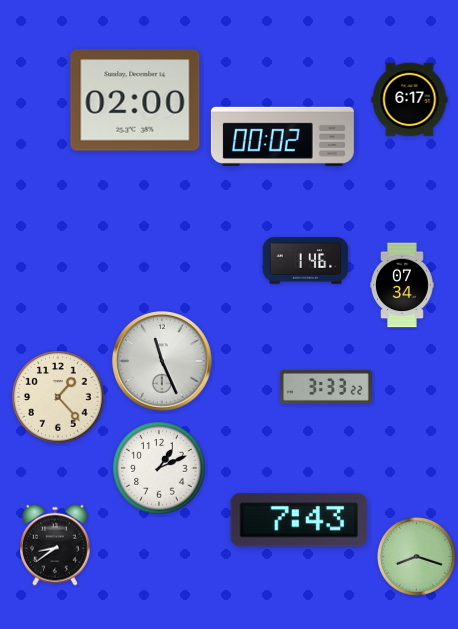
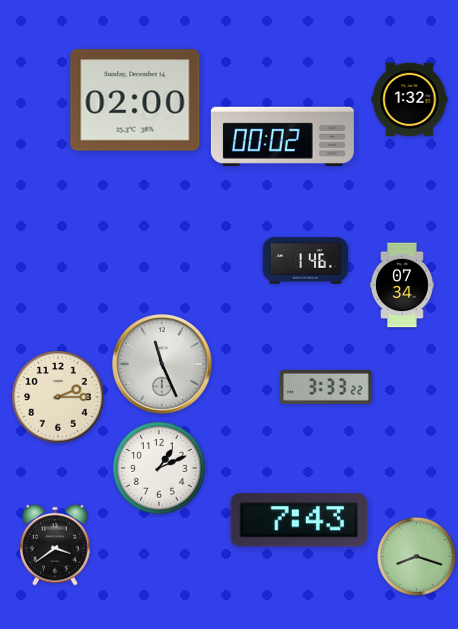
clock at (410, 100): 6:17 -> 1:32
clock at (162, 361) position: (162, 361) -> (162, 364)
clock at (58, 397): 1:23 -> 2:15
clock at (56, 545): 8:39 -> 3:39
